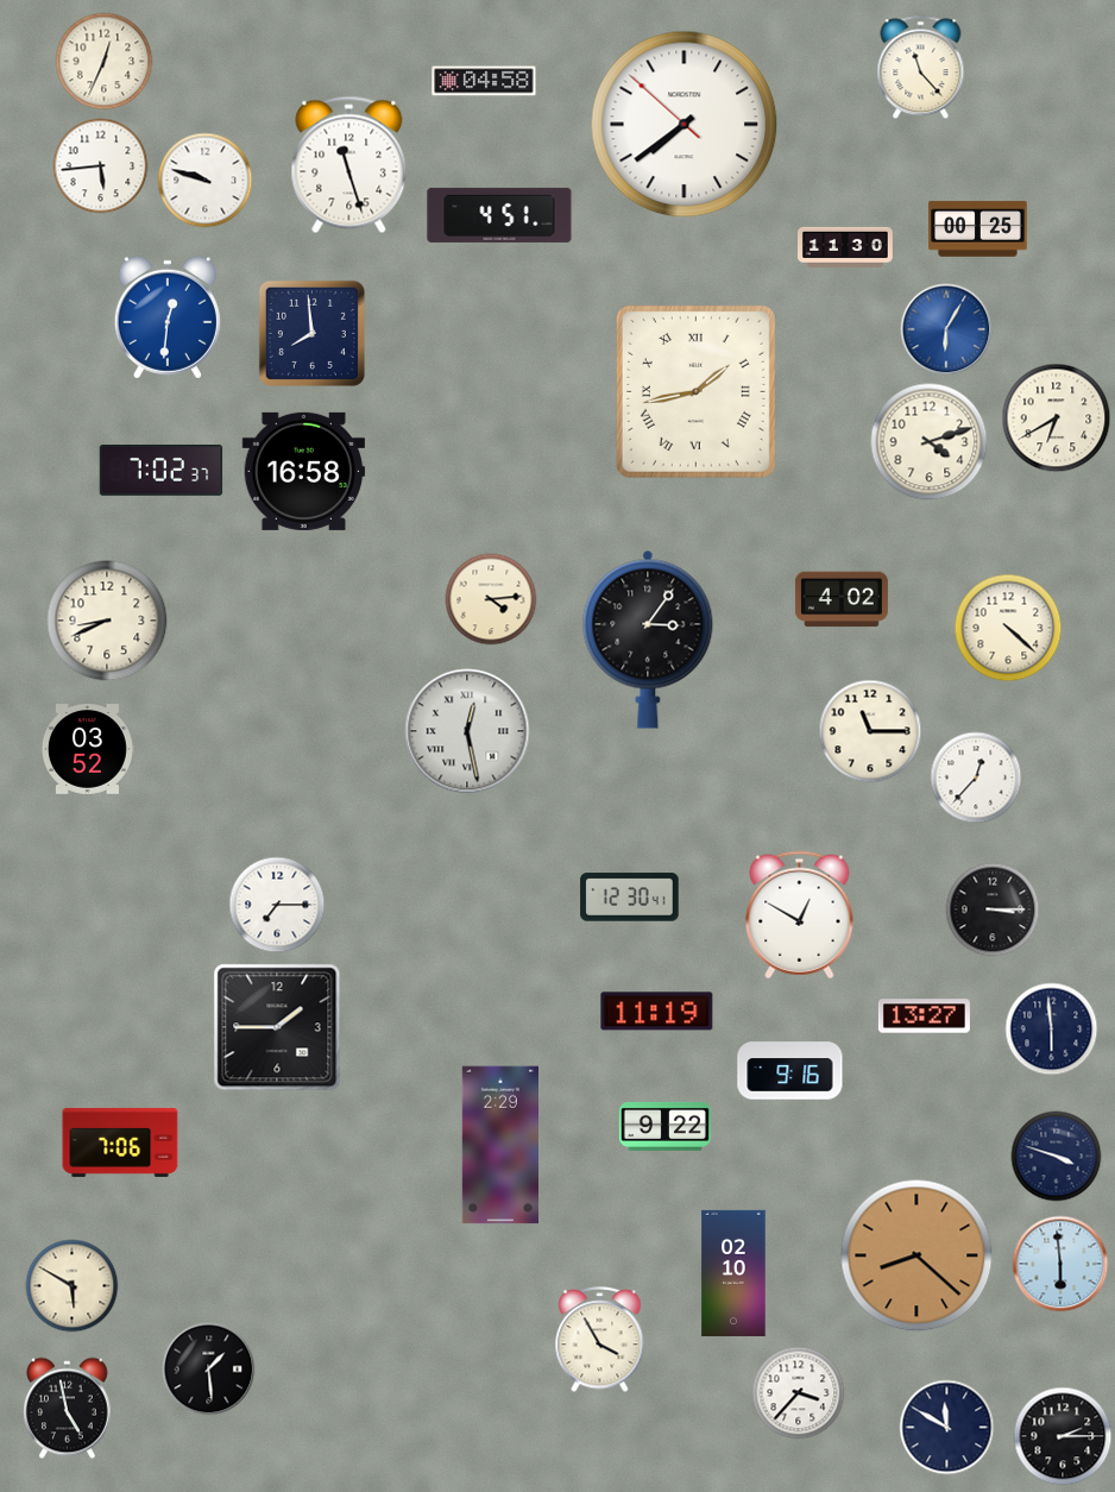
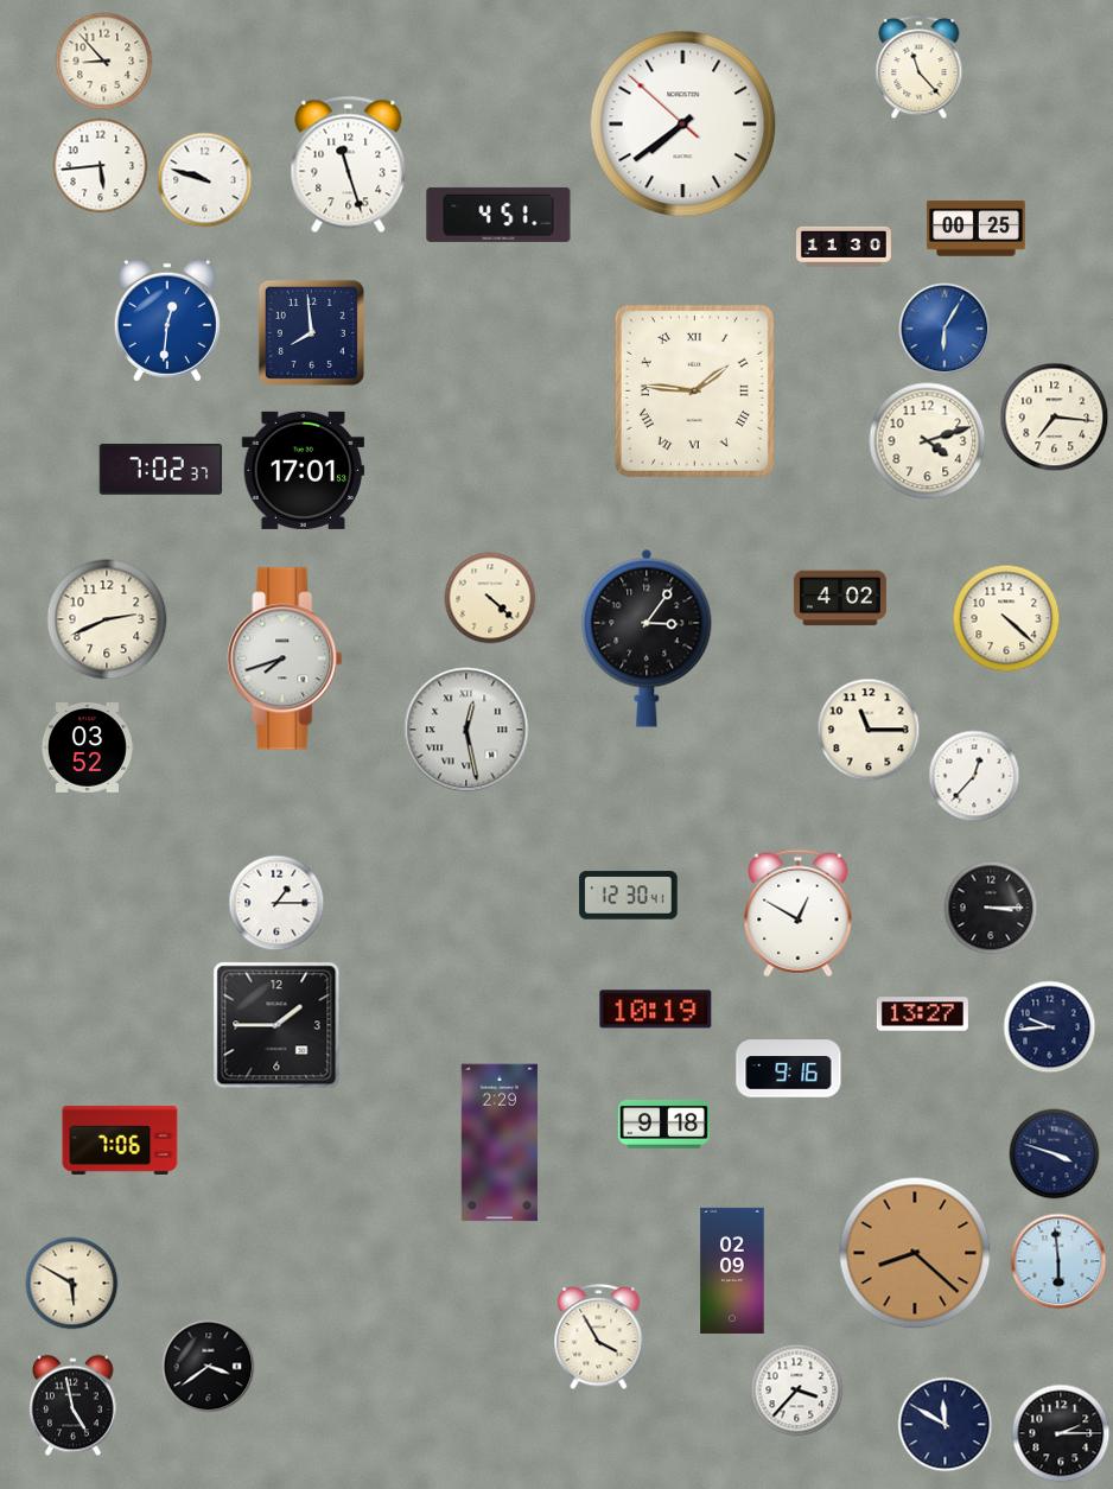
clock at (105, 62): 12:34 -> 8:53
clock at (484, 81): 04:58 -> none
clock at (168, 317) position: (168, 317) -> (167, 320)
clock at (695, 391): 1:43 -> 1:46
clock at (1057, 418): 6:40 -> 7:16
clock at (304, 471): 16:58 -> 17:01
clock at (491, 599): 4:14 -> 4:22
clock at (107, 621): 8:41 -> 2:41
clock at (1008, 628) position: (1008, 628) -> (1006, 618)
clock at (285, 658): none -> 7:42
clock at (277, 905): 7:15 -> 1:15
clock at (657, 1012): 11:19 -> 10:19
clock at (1052, 1030): 5:59 -> 9:44
clock at (664, 1126): 9:22 -> 9:18
clock at (733, 1273): 02:10 -> 02:09
clock at (209, 1370): 1:29 -> 3:39
clock at (68, 1409) position: (68, 1409) -> (74, 1406)
